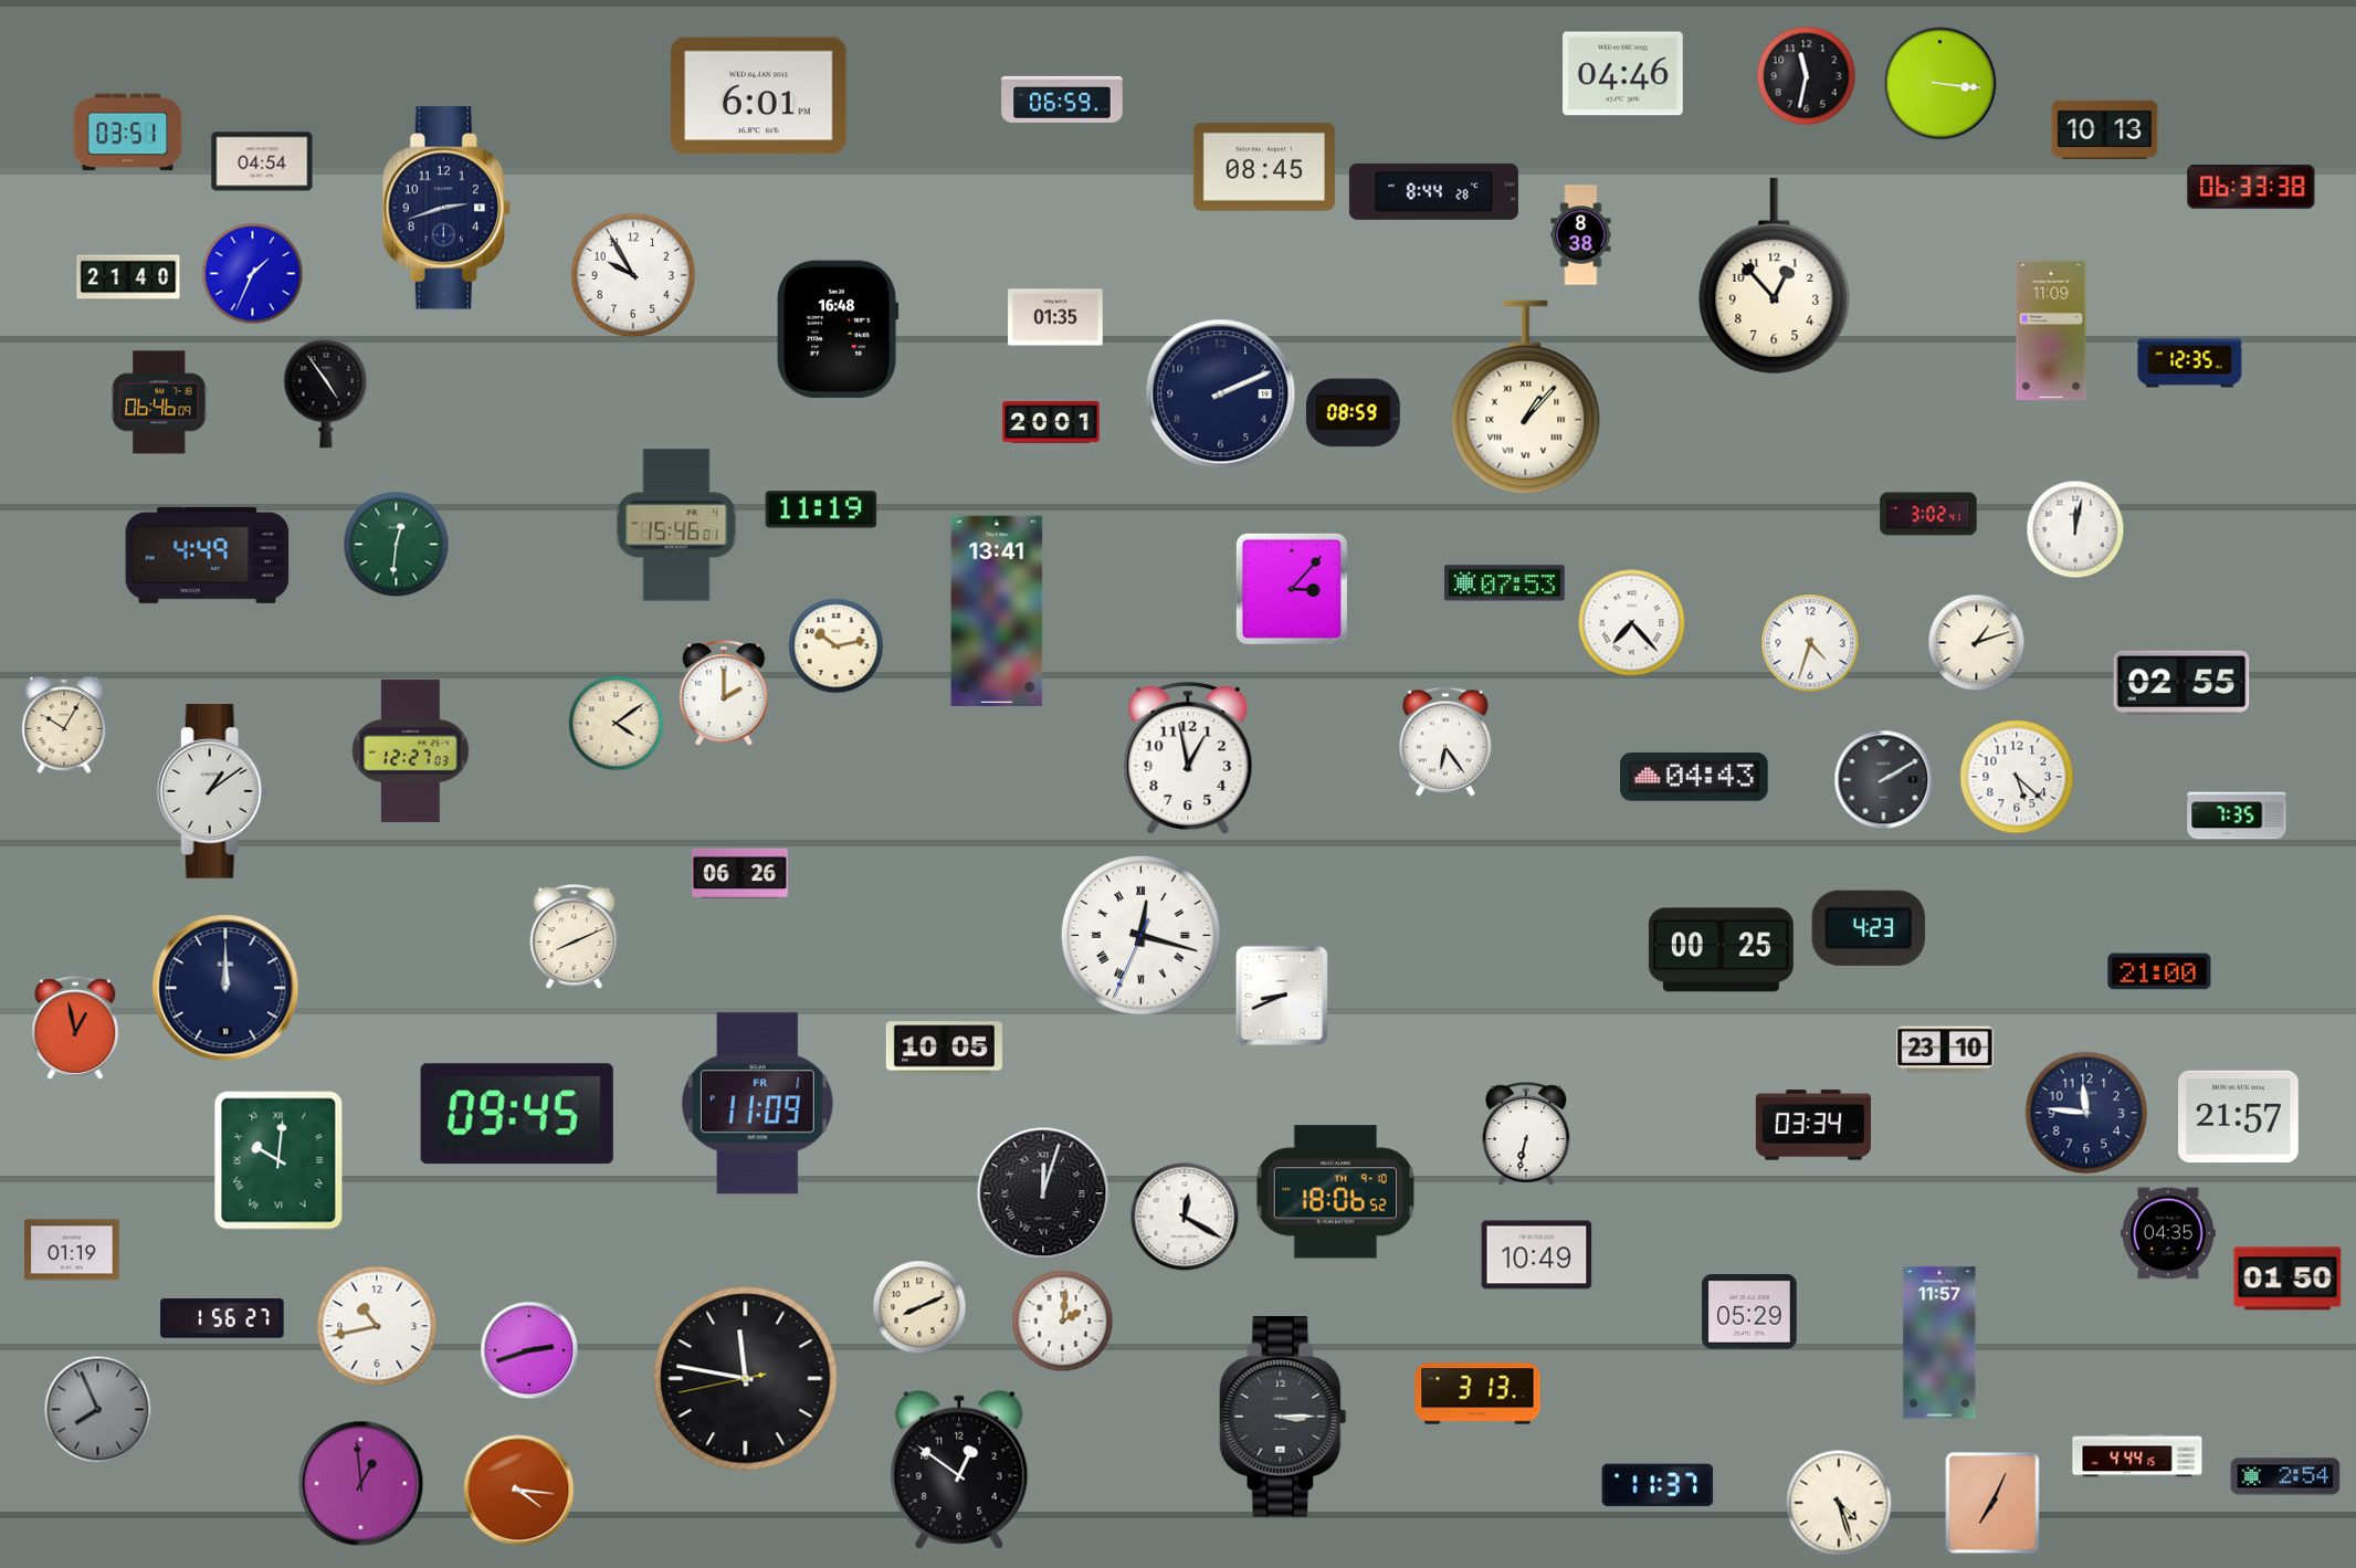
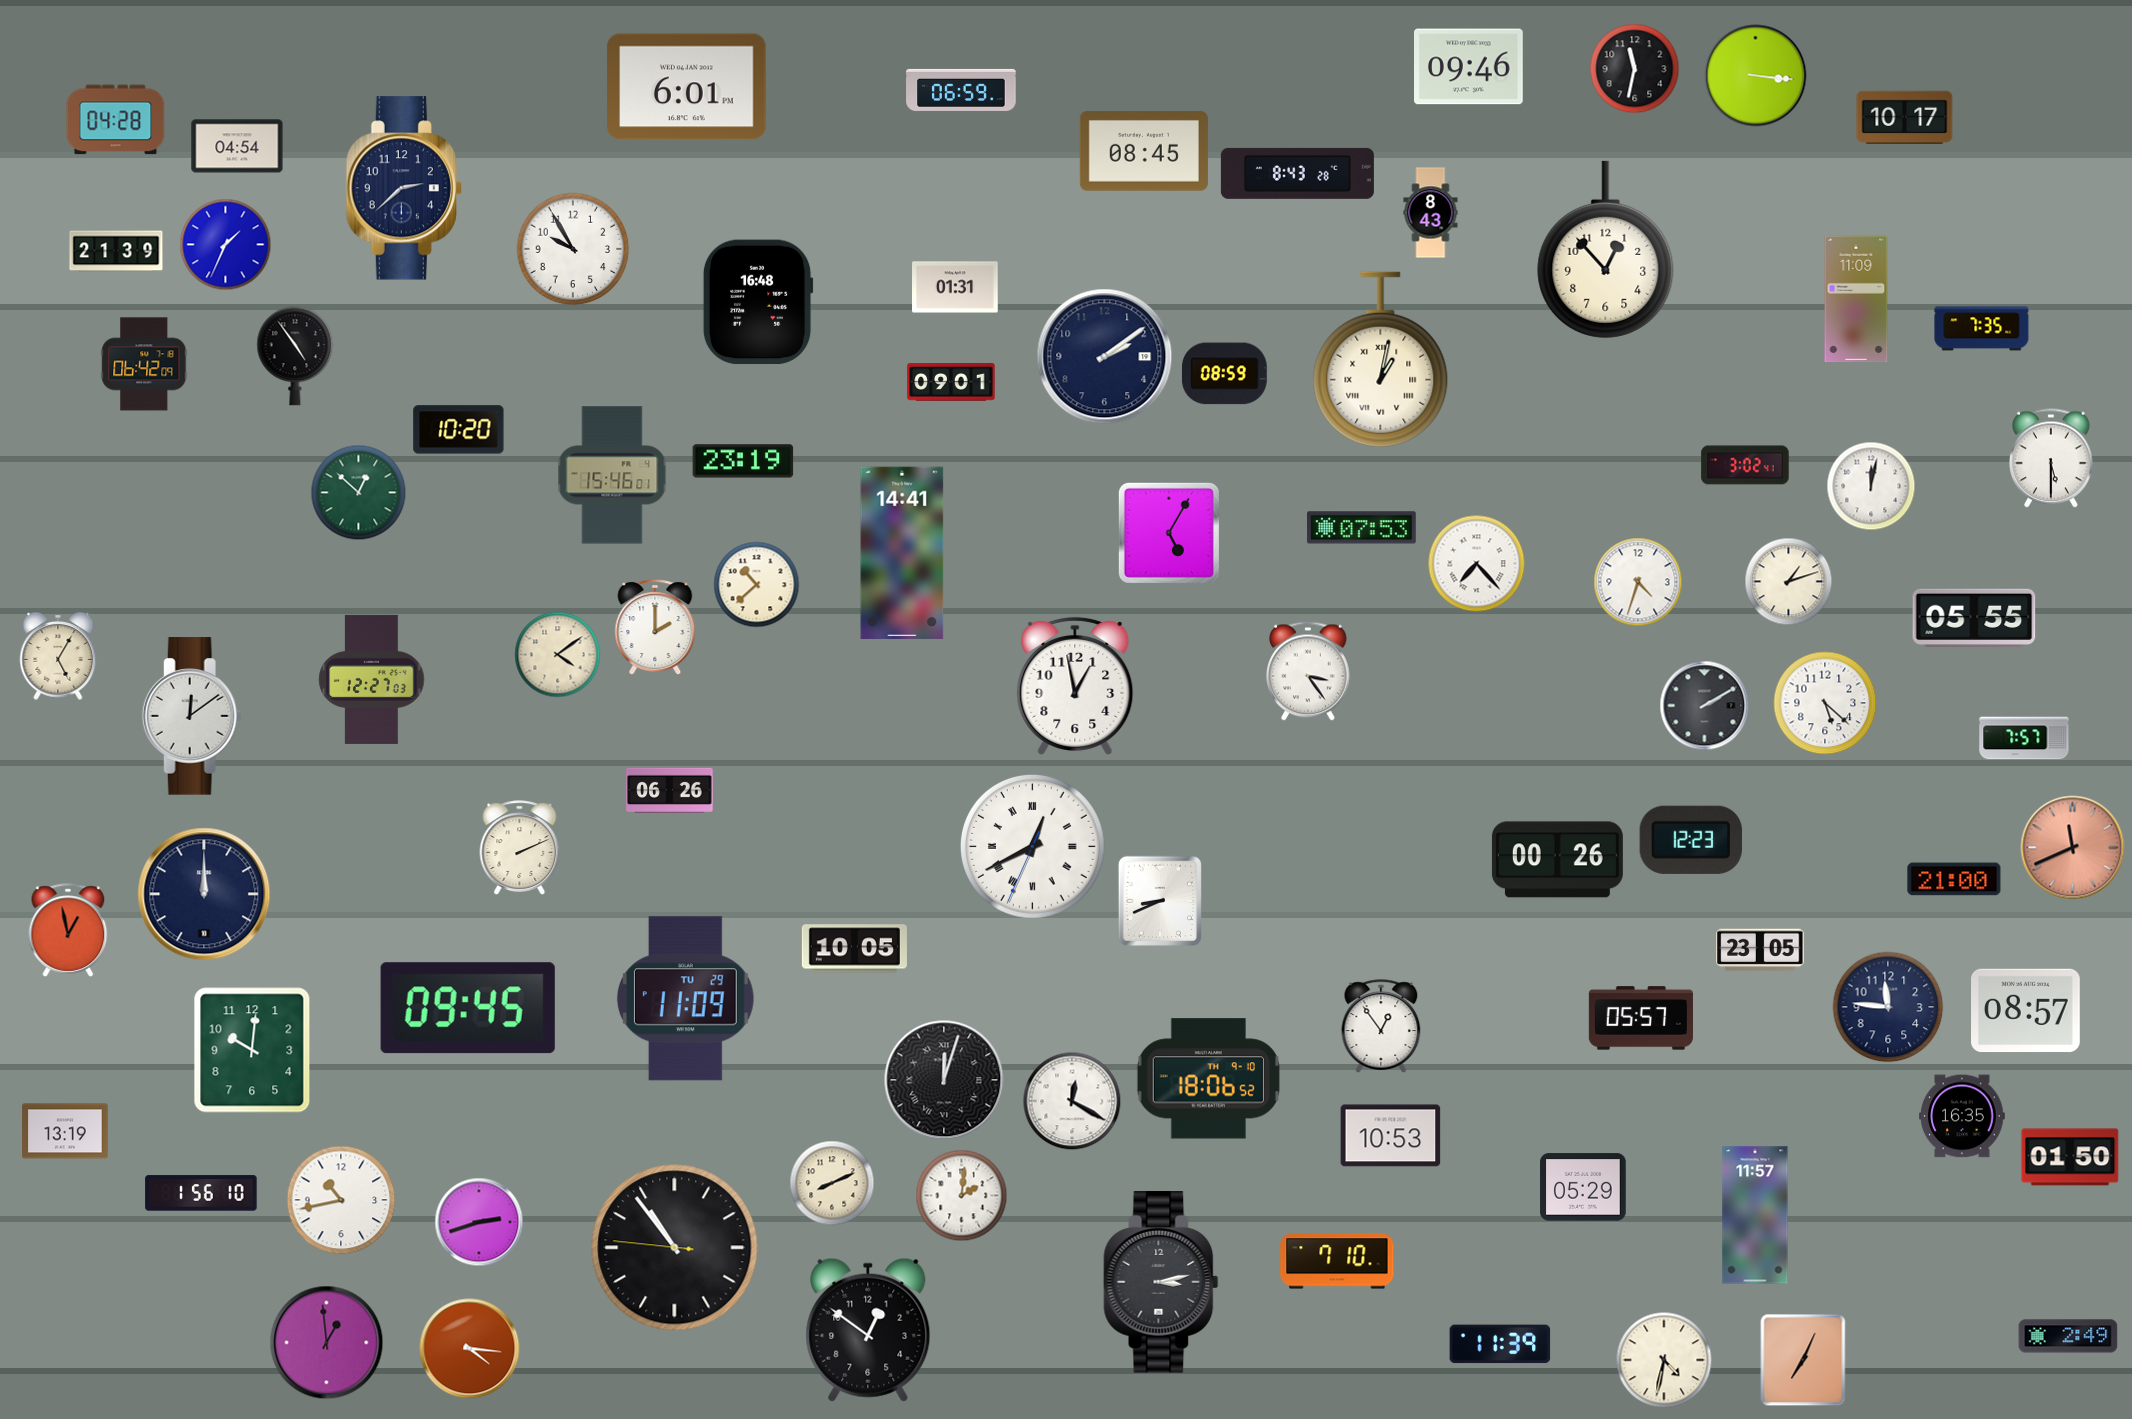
clock at (1623, 74): 04:46 -> 09:46
clock at (2105, 129): 10:13 -> 10:17
clock at (128, 133): 03:51 -> 04:28
clock at (2251, 188): 06:33 -> none
clock at (1433, 191): 8:44 -> 8:43
clock at (446, 208): 2:42 -> 2:38
clock at (1581, 235): 8:38 -> 8:43
clock at (253, 274) position: (253, 274) -> (226, 245)
clock at (128, 277): 21:40 -> 21:39
clock at (1055, 317): 01:35 -> 01:31
clock at (838, 329) position: (838, 329) -> (758, 302)
clock at (2190, 364): 12:35 -> 7:35
clock at (1221, 394): 2:11 -> 2:09
clock at (1526, 398): 1:07 -> 1:02
clock at (159, 402): 06:46 -> 06:42
clock at (1051, 422): 20:01 -> 09:01
clock at (459, 430): none -> 10:20
clock at (2052, 458): none -> 5:30
clock at (821, 509): 11:19 -> 23:19
clock at (2075, 529) position: (2075, 529) -> (1871, 486)
clock at (397, 545): 12:31 -> 12:52
clock at (208, 555): 4:49 -> none
clock at (1292, 589): 3:07 -> 5:05
clock at (997, 611): 13:41 -> 14:41
clock at (837, 646): 10:13 -> 10:38
clock at (2181, 682): 02:55 -> 05:55
clock at (64, 725): 10:05 -> 5:05
clock at (1447, 741): 6:24 -> 3:24
clock at (1694, 777): 04:43 -> none
clock at (212, 791): 1:09 -> 12:09
clock at (2237, 815): 7:35 -> 7:57
clock at (1869, 928): 4:23 -> 12:23
clock at (1140, 935): 12:17 -> 12:40
clock at (575, 937): 8:11 -> 2:11
clock at (2073, 848): none -> 11:41
clock at (1721, 950): 00:25 -> 00:26
clock at (1945, 1050): 23:10 -> 23:05
clock at (757, 1104) date: FR 1 -> TU 29
clock at (2239, 1117): 21:57 -> 08:57
clock at (1813, 1125): 03:34 -> 05:57
clock at (1526, 1134): 6:32 -> 12:54
clock at (278, 1160) numerals: Roman -> Arabic
clock at (2168, 1233): 04:35 -> 16:35
clock at (72, 1250): 01:19 -> 13:19
clock at (1537, 1255): 10:49 -> 10:53
clock at (222, 1318): 1:56:27 -> 1:56:10
clock at (746, 1379): 11:46 -> 10:53
clock at (1477, 1393): 3:13 -> 7:10
clock at (98, 1410): 7:56 -> none
clock at (1283, 1417): 3:15 -> 3:13
clock at (2137, 1455): 4:44 -> none
clock at (2285, 1476): 2:54 -> 2:49
clock at (1658, 1485): 11:37 -> 11:39
clock at (1839, 1503): 4:27 -> 4:32
